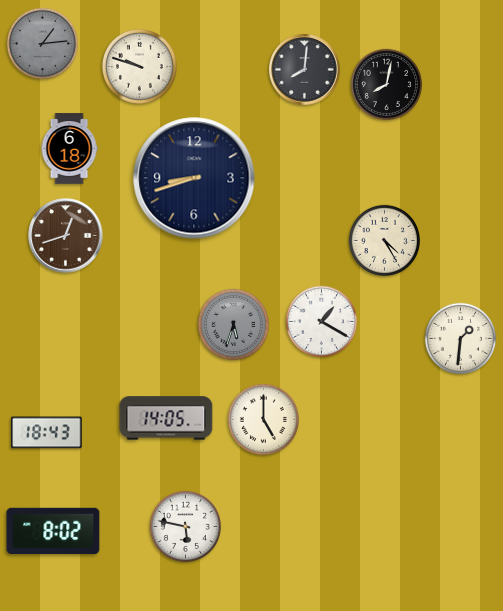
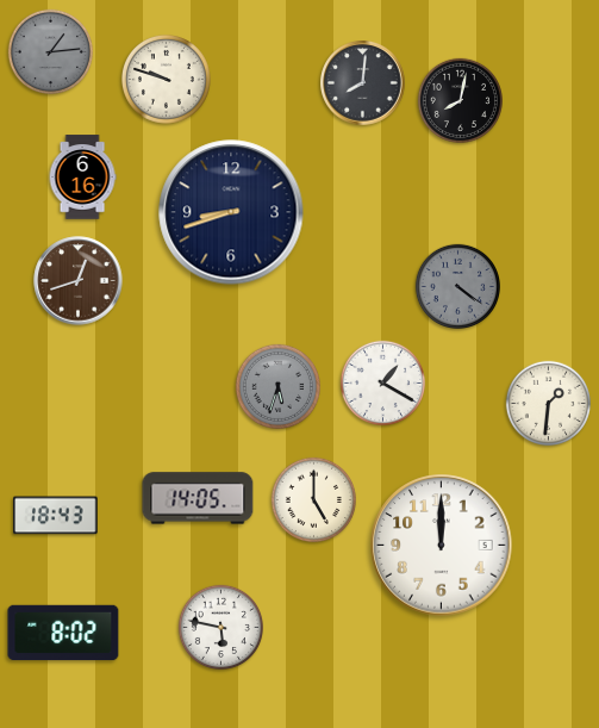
clock at (69, 149): 6:18 -> 6:16
clock at (384, 240): 4:25 -> 4:21
clock at (384, 240) dial: cream -> grey
clock at (442, 546): none -> 12:00
